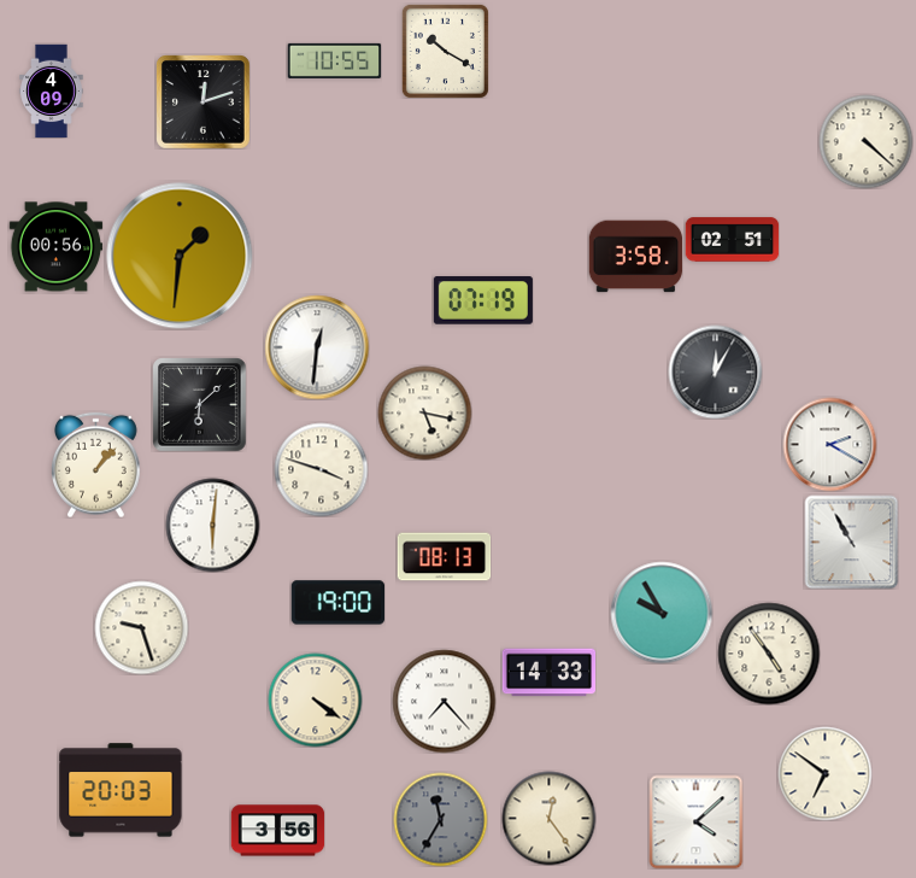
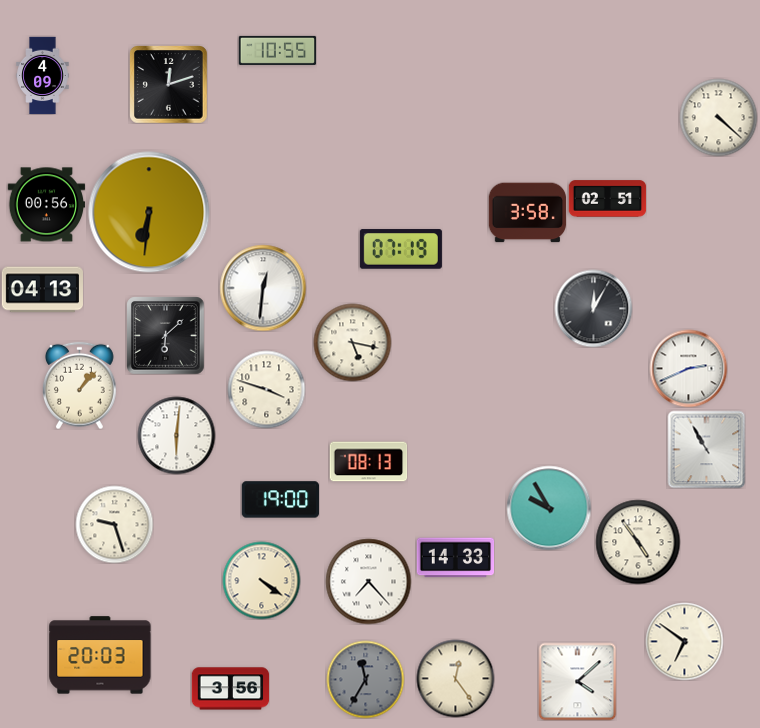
clock at (445, 51): 10:20 -> none
clock at (180, 256): 1:31 -> 6:31
clock at (42, 290): none -> 04:13
clock at (829, 444): 2:20 -> 2:41
clock at (141, 627) position: (141, 627) -> (114, 524)
